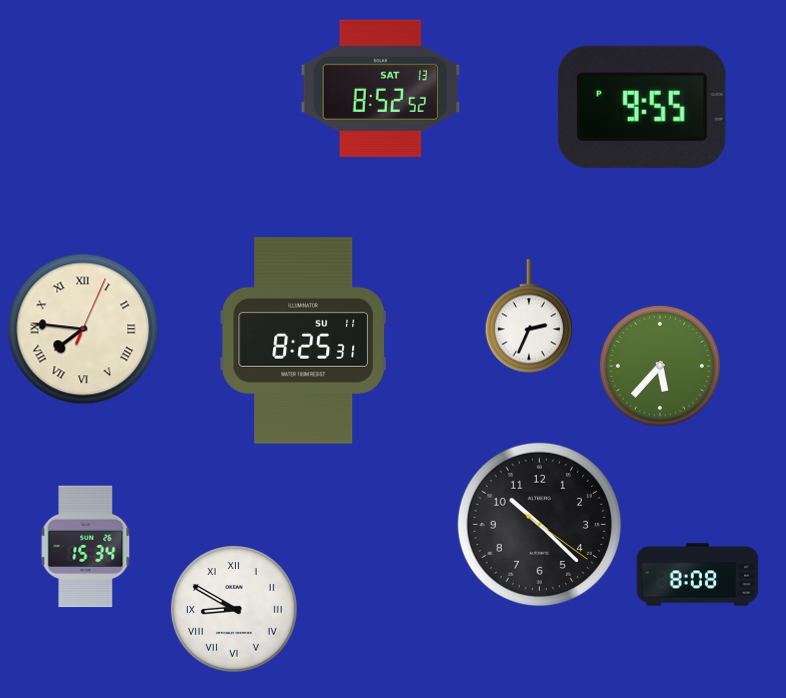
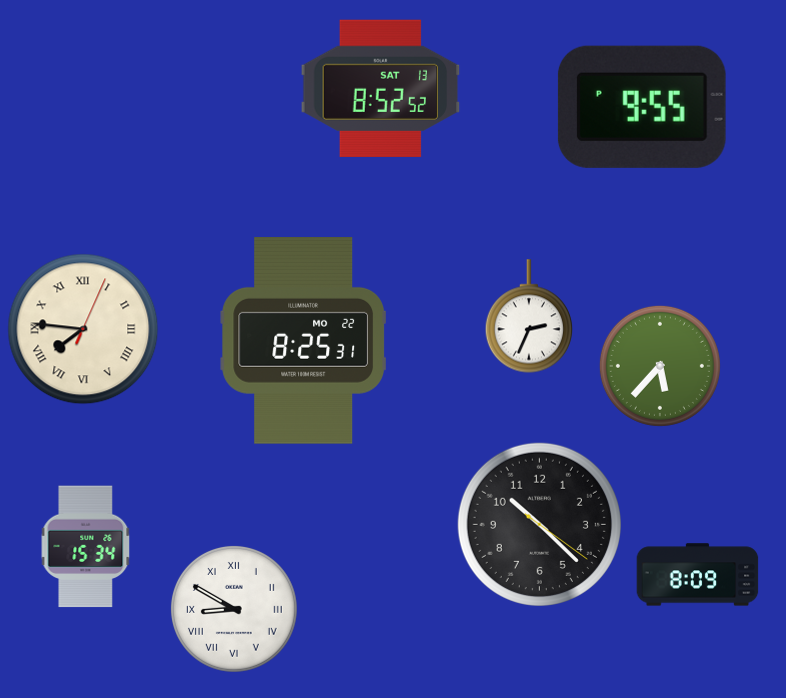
clock at (303, 341) date: SU 11 -> MO 22
clock at (698, 575): 8:08 -> 8:09
